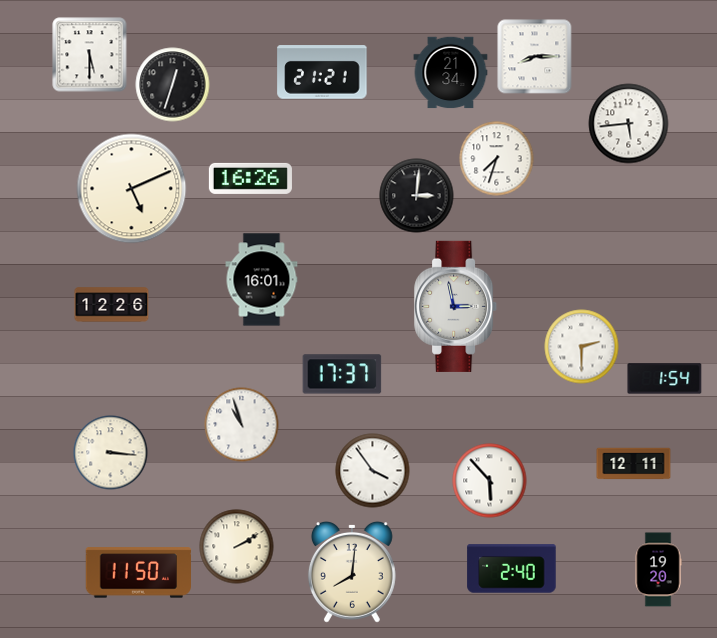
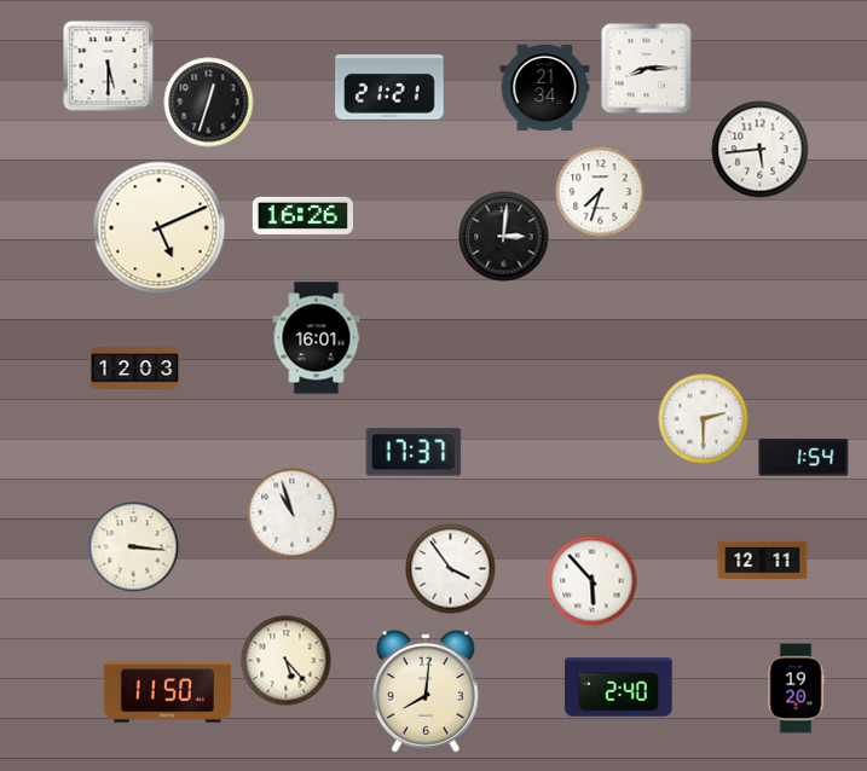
clock at (112, 305): 12:26 -> 12:03
clock at (456, 306): 2:58 -> none
clock at (634, 464) position: (634, 464) -> (763, 561)
clock at (237, 547): 2:10 -> 5:23
